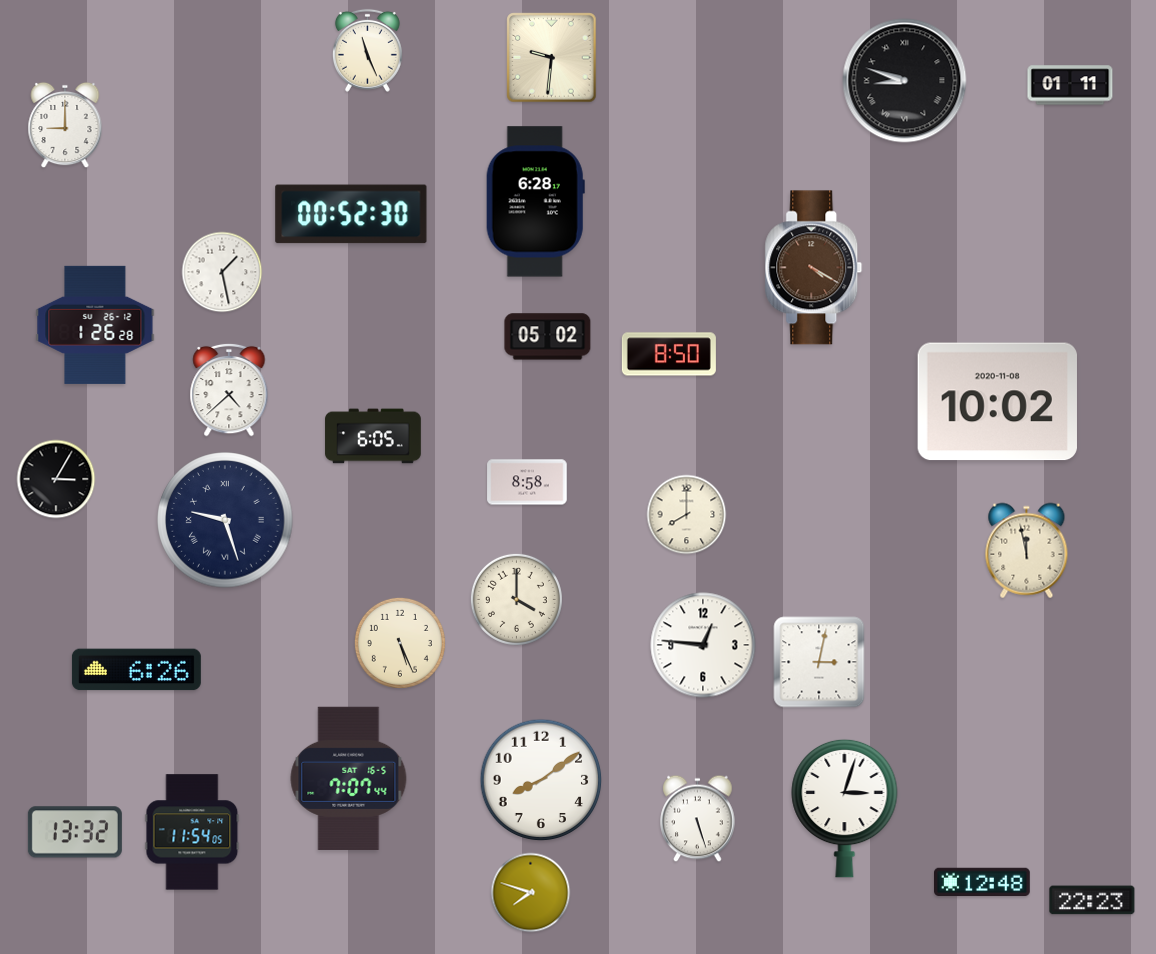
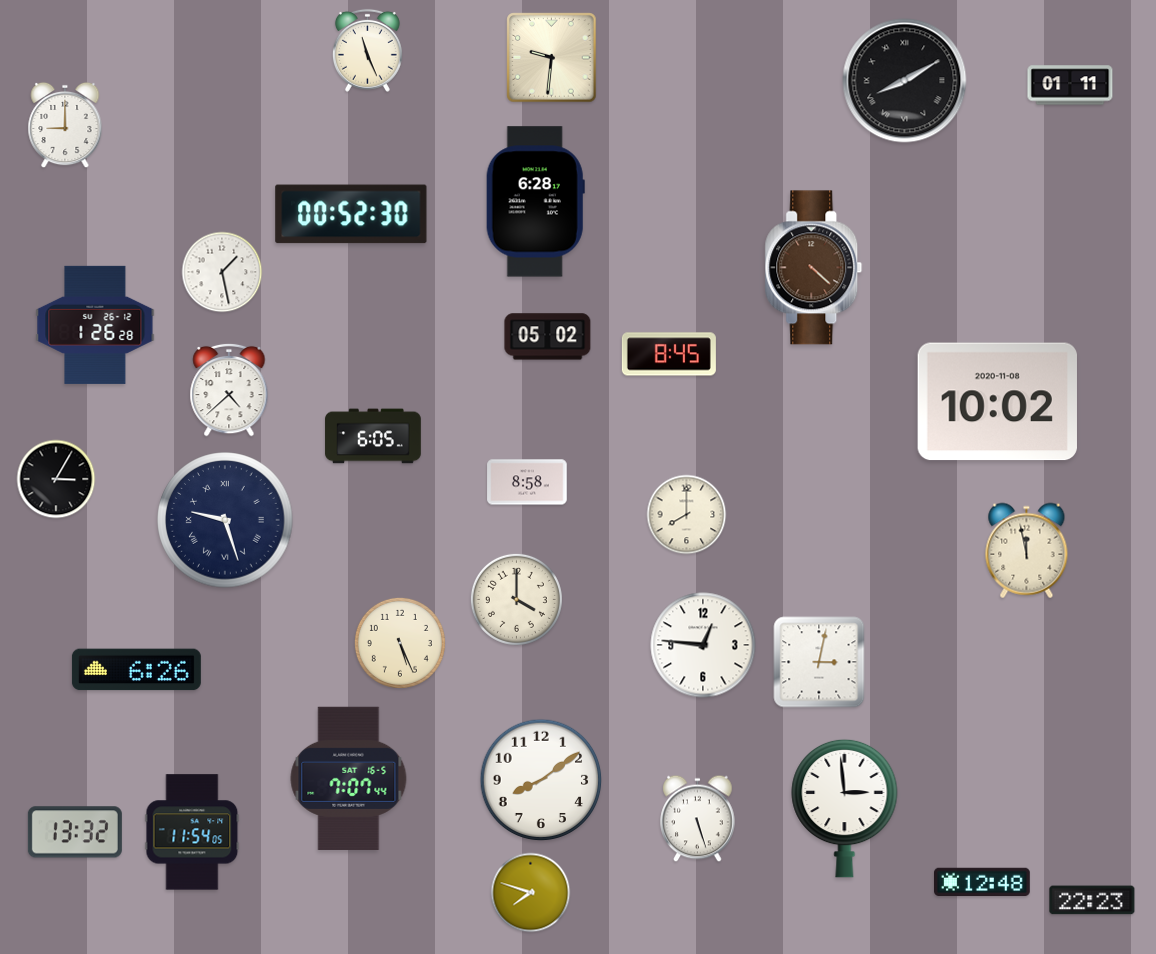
clock at (905, 81): 8:48 -> 8:10
clock at (814, 268): 4:20 -> 4:22
clock at (669, 354): 8:50 -> 8:45
clock at (845, 808): 3:03 -> 2:59
